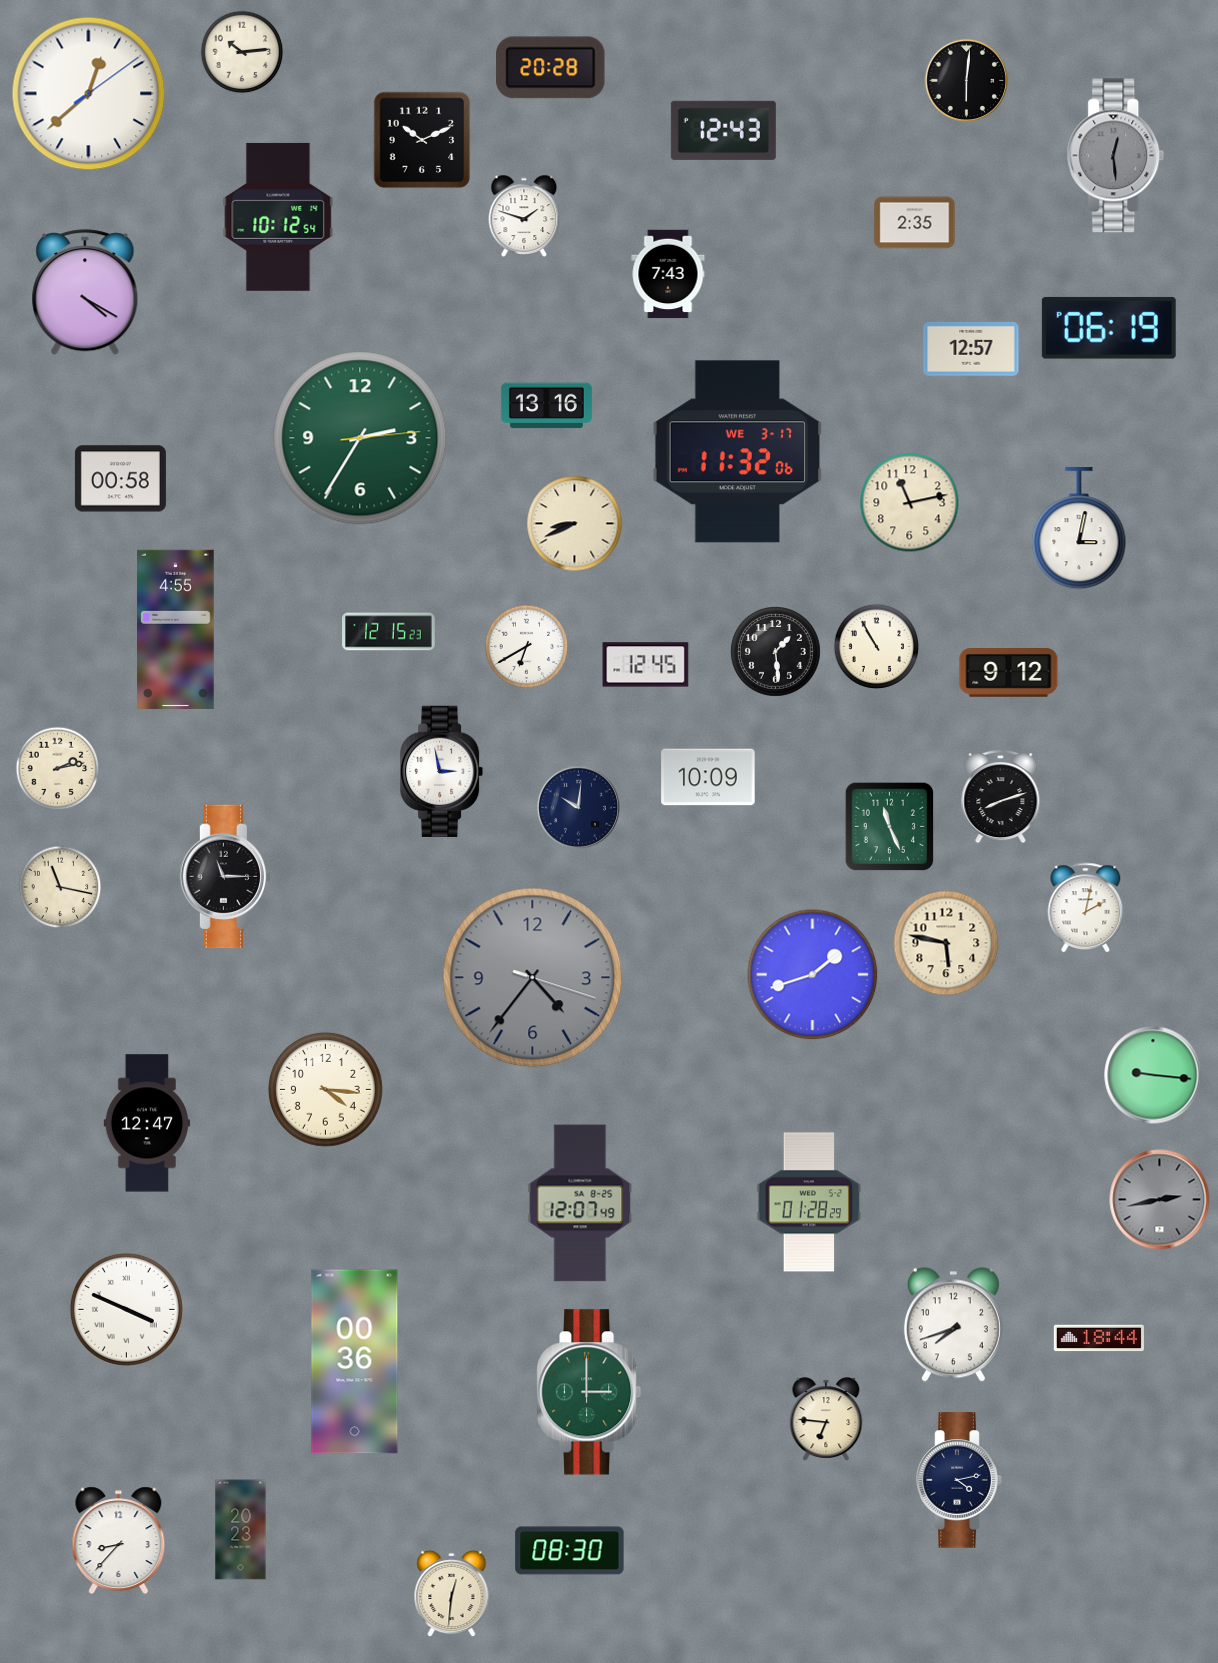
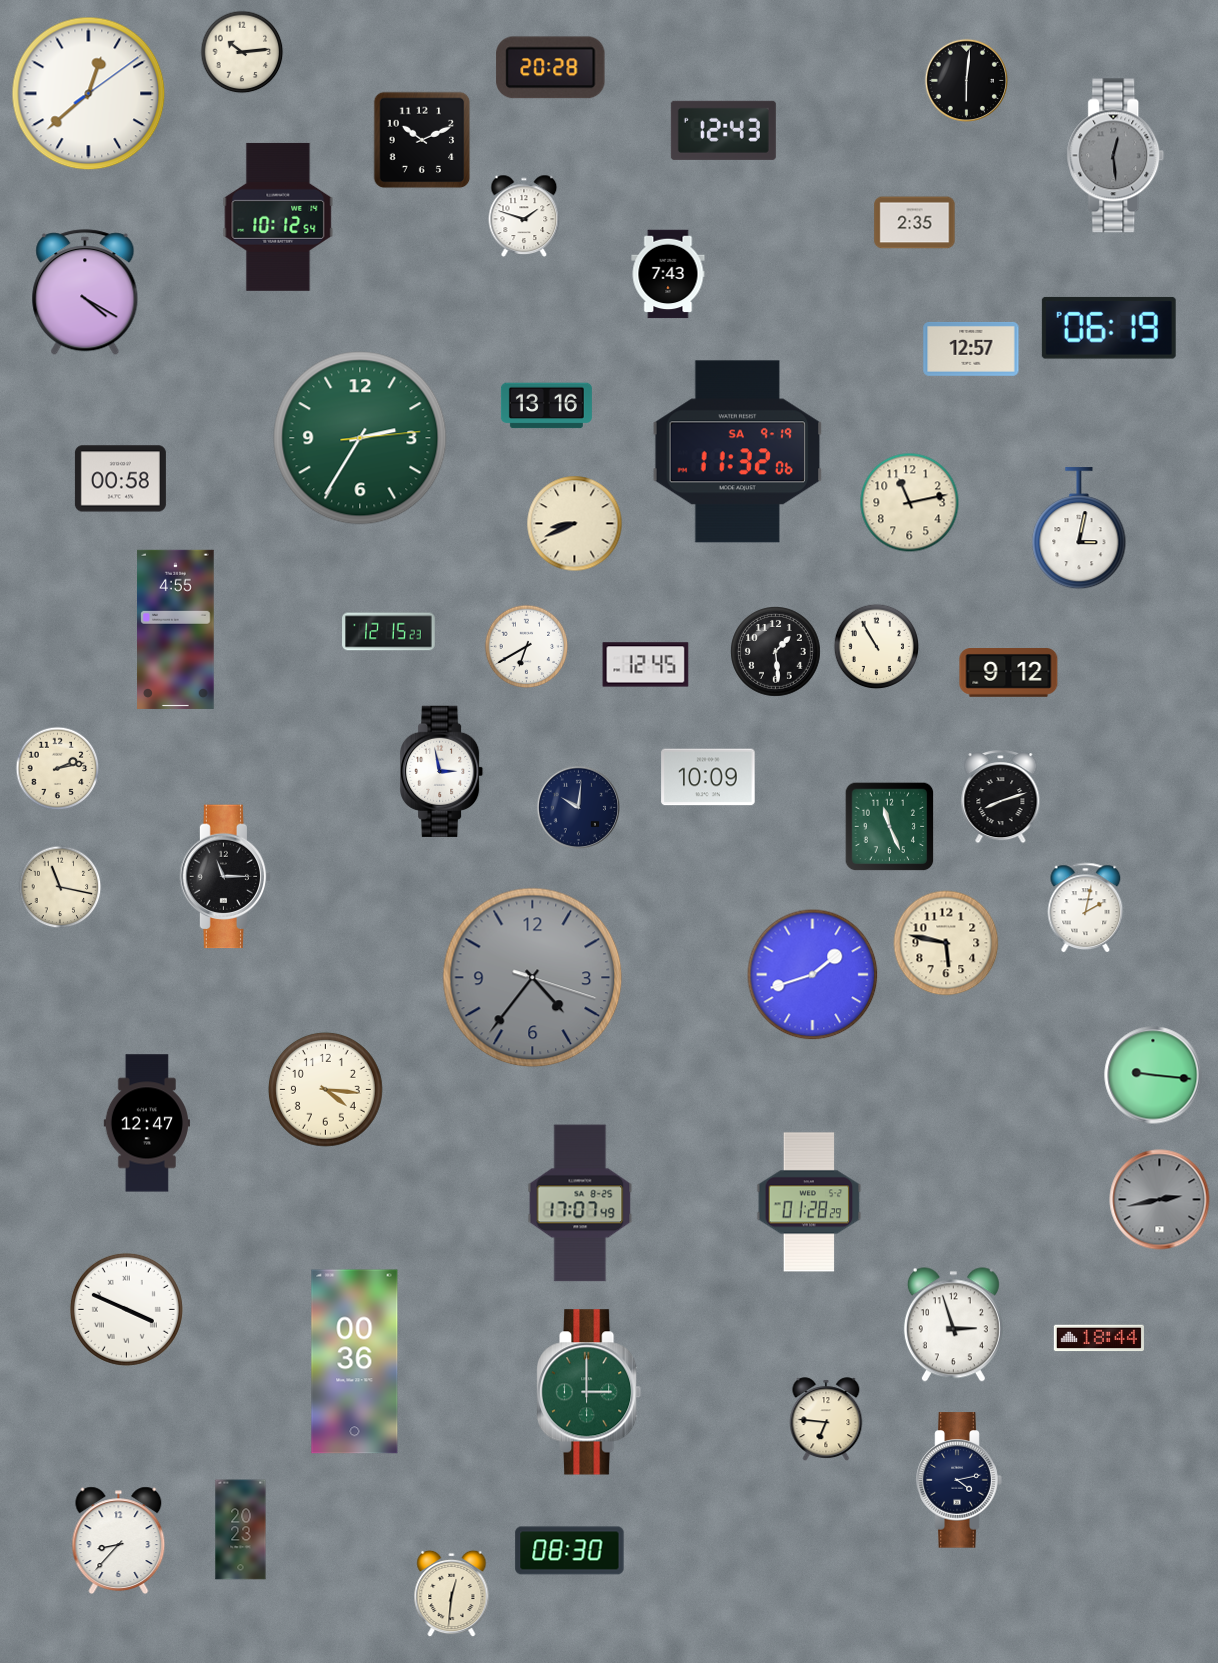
clock at (738, 452) date: WE 3-17 -> SA 9-19
clock at (580, 1203): 12:07 -> 17:07
clock at (953, 1325): 7:42 -> 2:57
